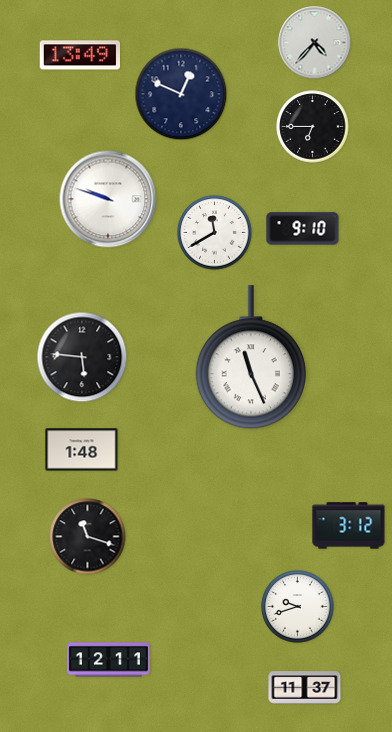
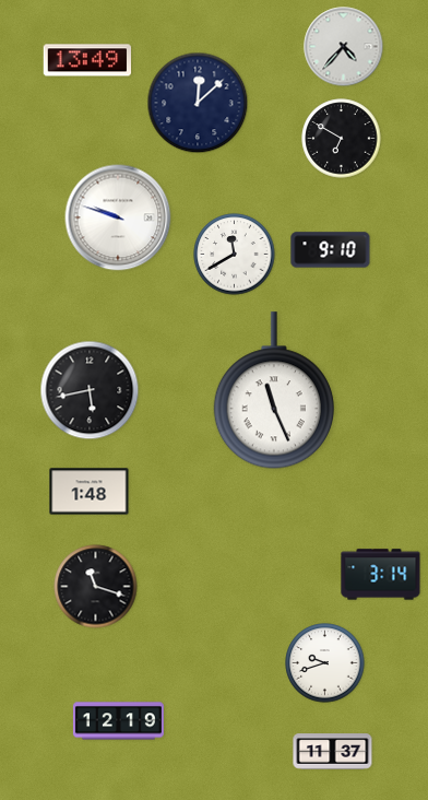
clock at (181, 94): 12:49 -> 12:08
clock at (313, 127): 6:45 -> 6:50
clock at (82, 357): 5:46 -> 5:43
clock at (349, 526): 3:12 -> 3:14
clock at (108, 660): 12:11 -> 12:19
